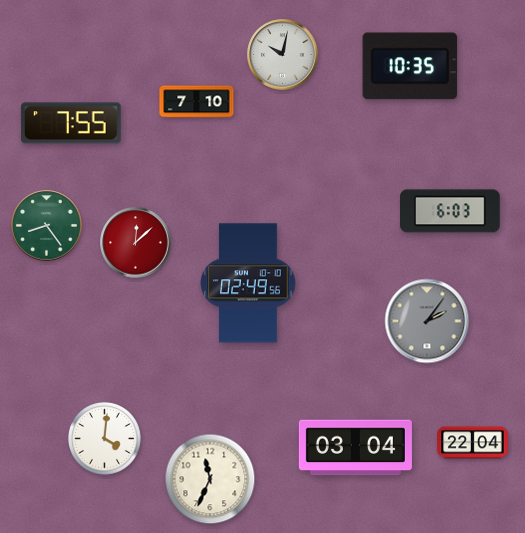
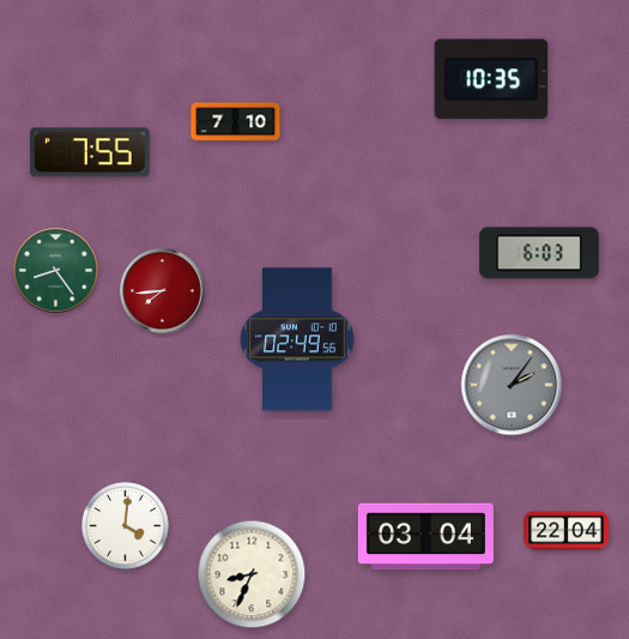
clock at (283, 55): 10:02 -> none
clock at (71, 123) position: (71, 123) -> (90, 152)
clock at (136, 243): 12:08 -> 7:44
clock at (210, 479): 11:34 -> 8:34
